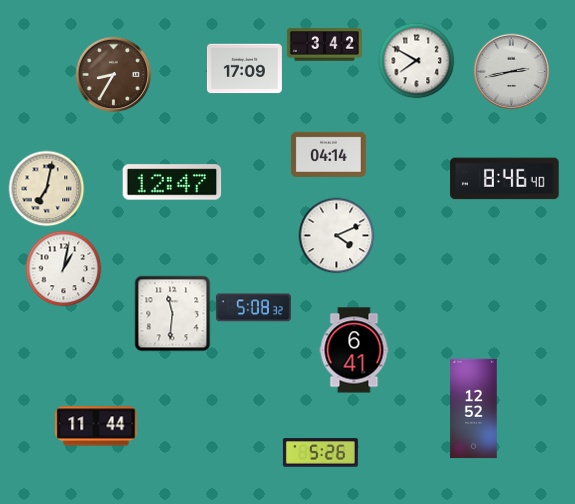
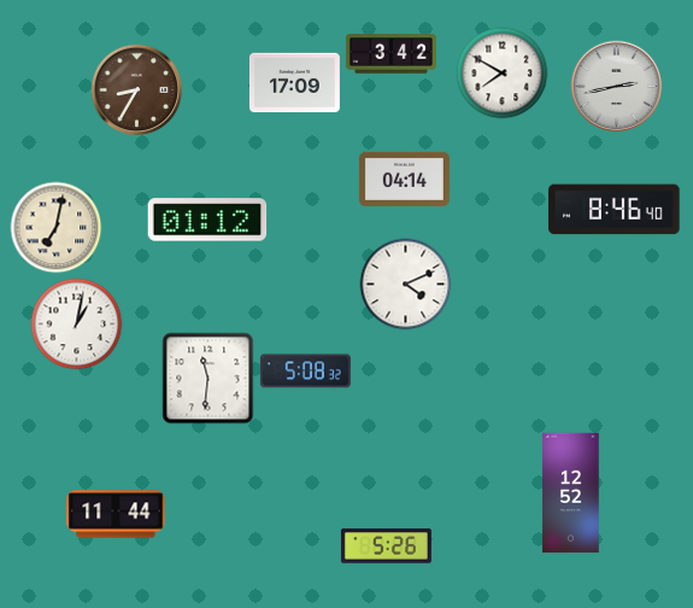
clock at (328, 154) position: (328, 154) -> (404, 179)
clock at (505, 179) position: (505, 179) -> (615, 210)
clock at (172, 182): 12:47 -> 01:12
clock at (354, 350): 6:41 -> none
